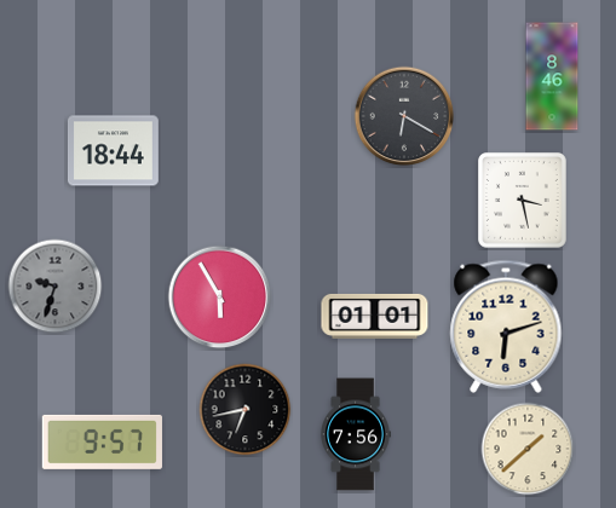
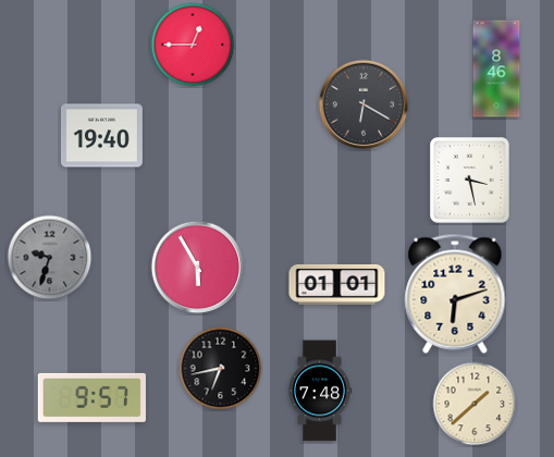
clock at (193, 45): none -> 12:45
clock at (113, 151): 18:44 -> 19:40
clock at (356, 434): 7:56 -> 7:48
